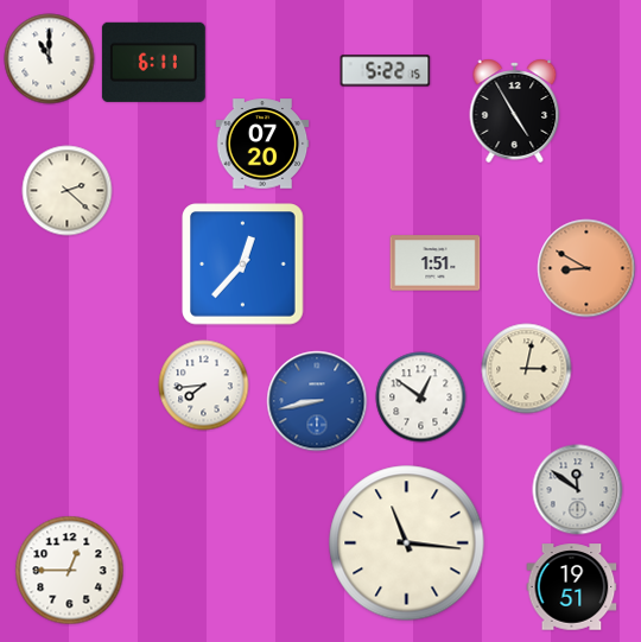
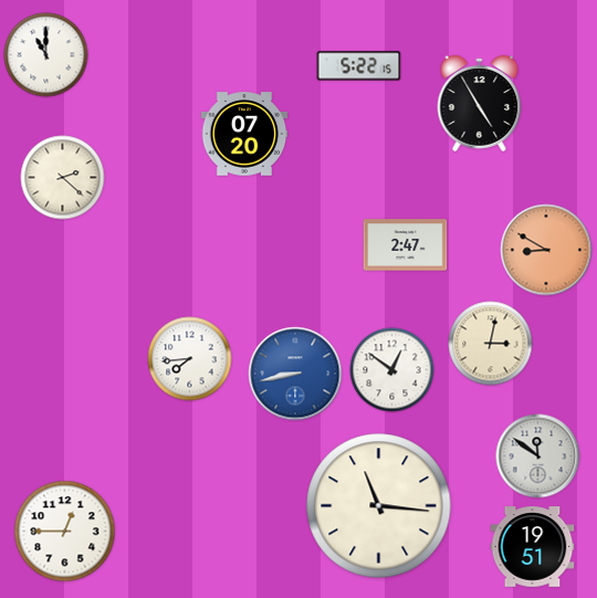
clock at (153, 62): 6:11 -> none
clock at (436, 263): 1:51 -> 2:47
clock at (243, 265): 12:37 -> none
